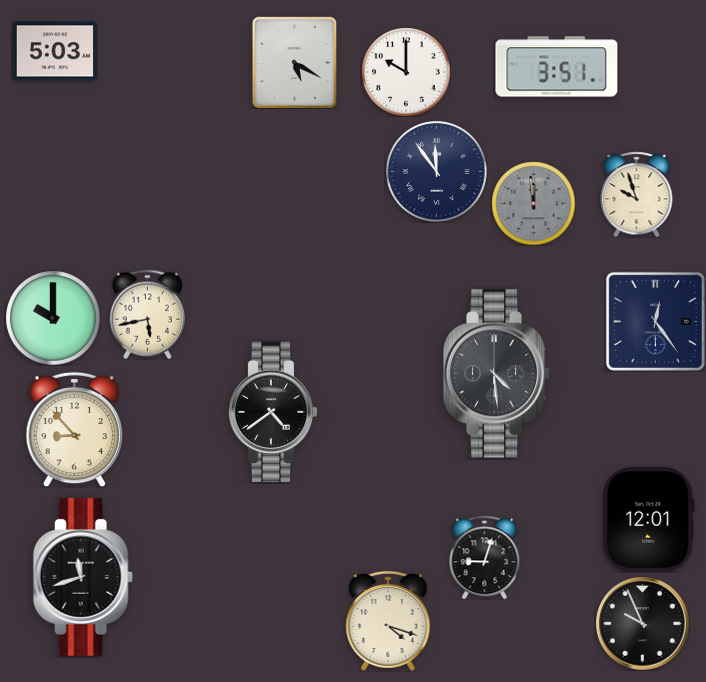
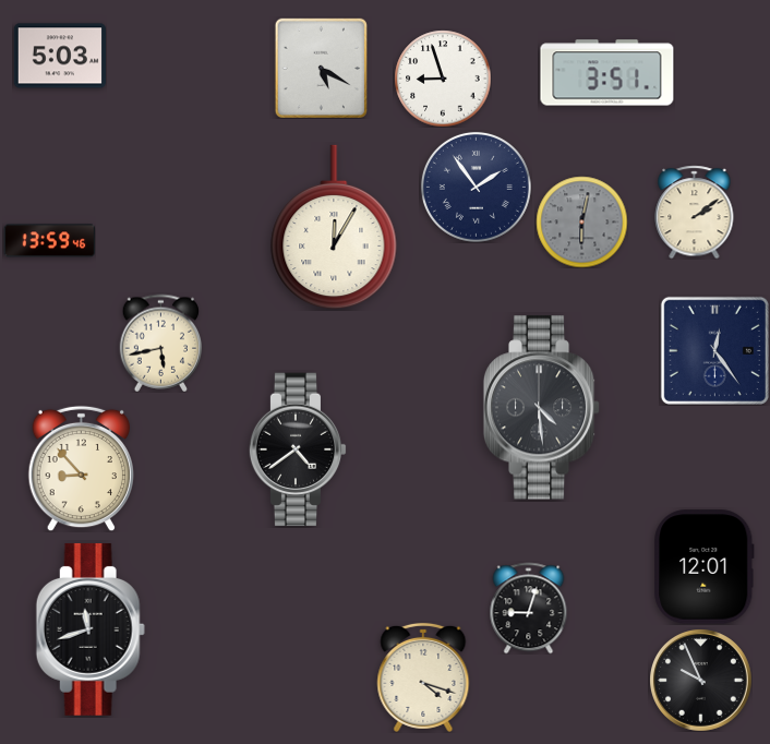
clock at (406, 72): 10:00 -> 8:57
clock at (436, 171): 11:54 -> 1:54
clock at (637, 194): 9:57 -> 2:09
clock at (533, 203): 11:59 -> 6:02
clock at (334, 227): none -> 12:05
clock at (49, 241): none -> 13:59
clock at (53, 318): 10:00 -> none
clock at (649, 520) position: (649, 520) -> (705, 567)
